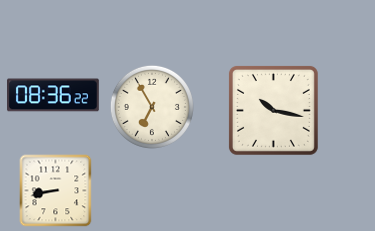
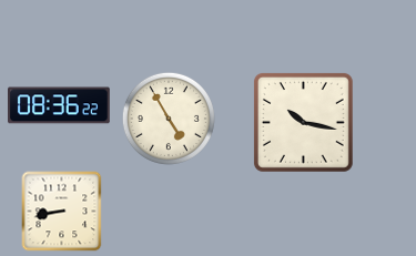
clock at (152, 107): 6:55 -> 4:55
